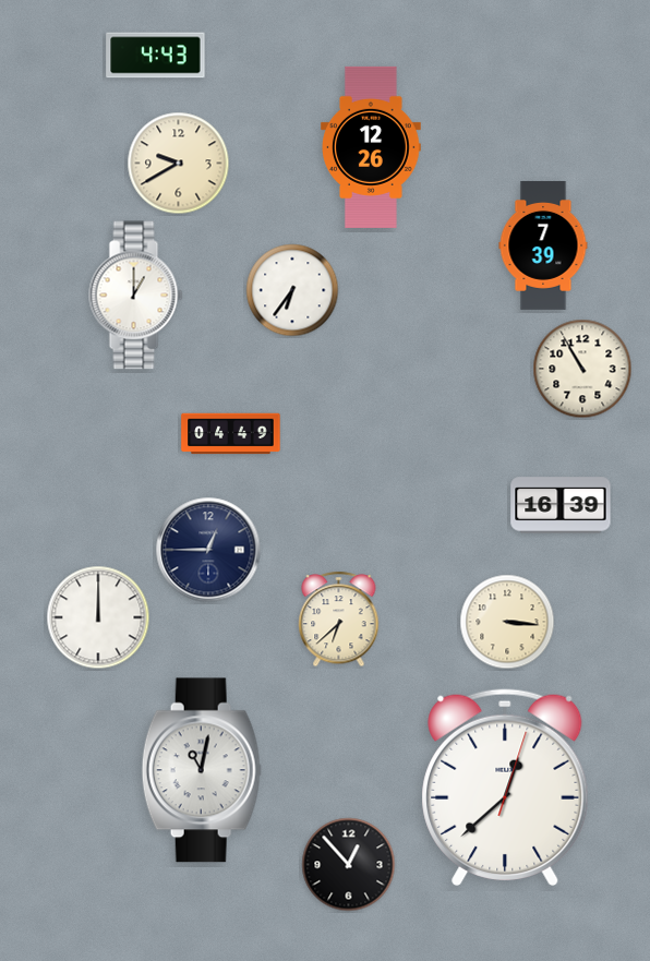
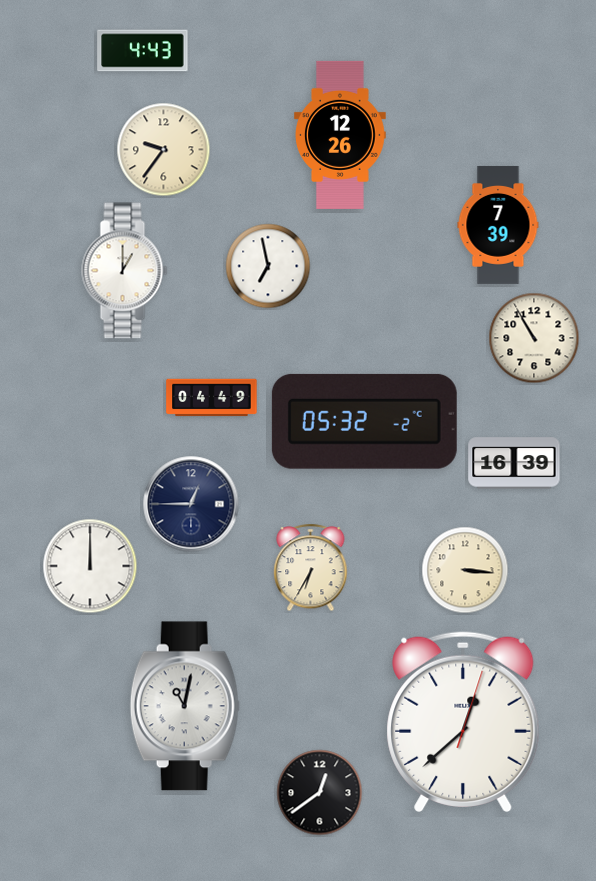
clock at (179, 164): 9:40 -> 9:36
clock at (292, 290): 6:36 -> 6:58
clock at (364, 421): none -> 05:32
clock at (339, 620): 6:38 -> 6:35
clock at (349, 865): 12:53 -> 12:39
